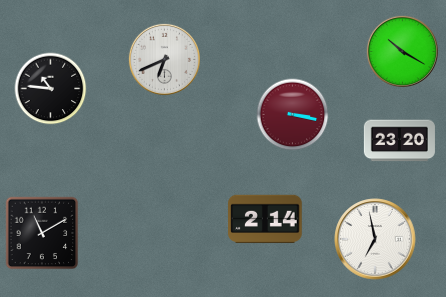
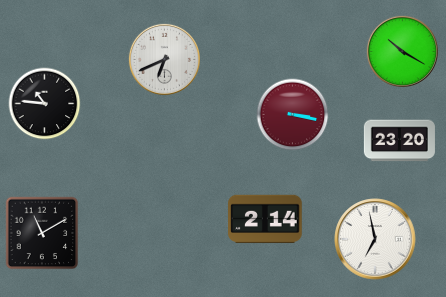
clock at (51, 89) position: (51, 89) -> (45, 104)
